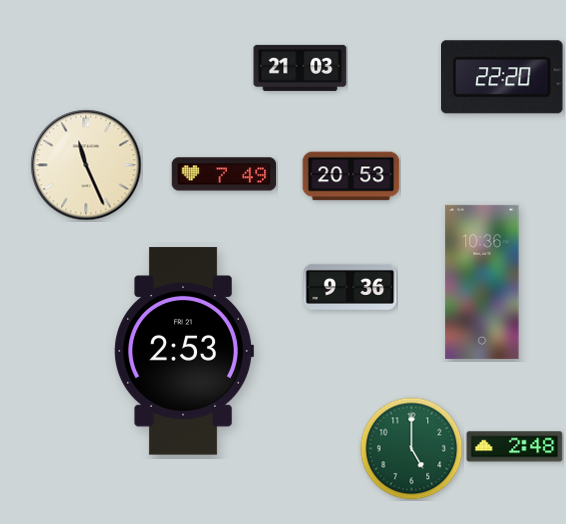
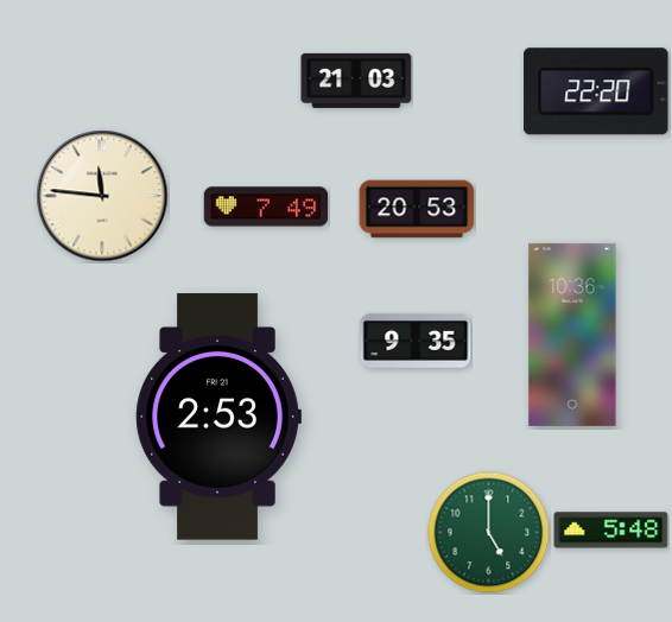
clock at (86, 165): 11:26 -> 11:46
clock at (350, 287): 9:36 -> 9:35
clock at (515, 447): 2:48 -> 5:48
